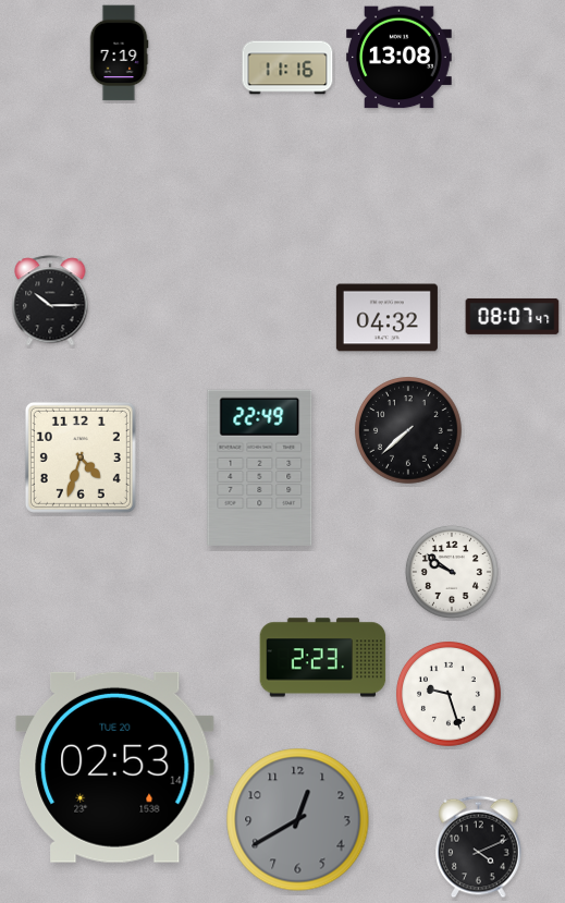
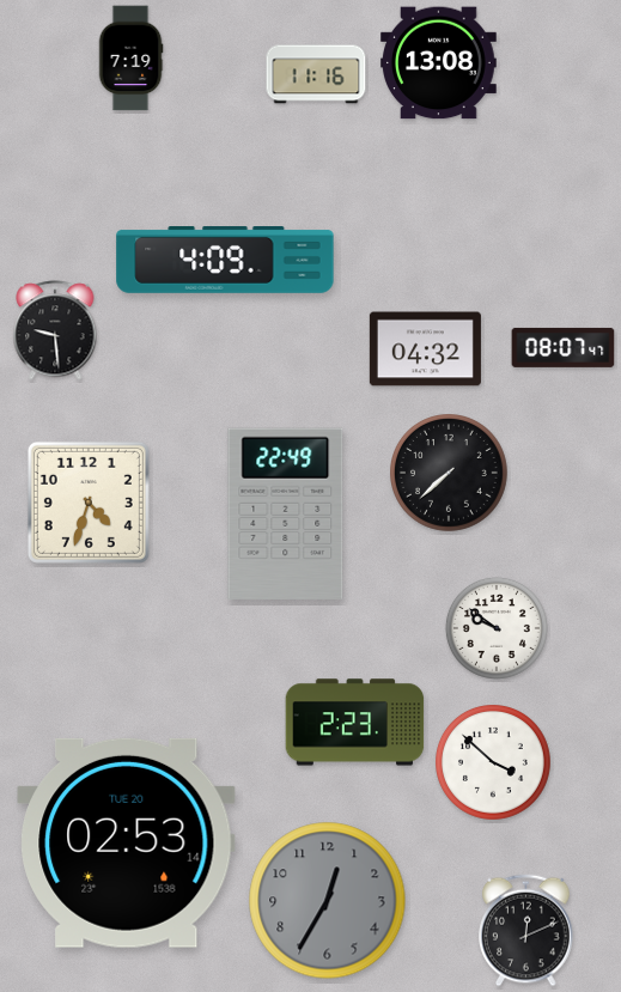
clock at (225, 261): none -> 4:09
clock at (50, 301): 10:15 -> 9:29
clock at (450, 695): 9:27 -> 3:52
clock at (298, 820): 12:40 -> 12:35
clock at (479, 847): 4:11 -> 12:11
